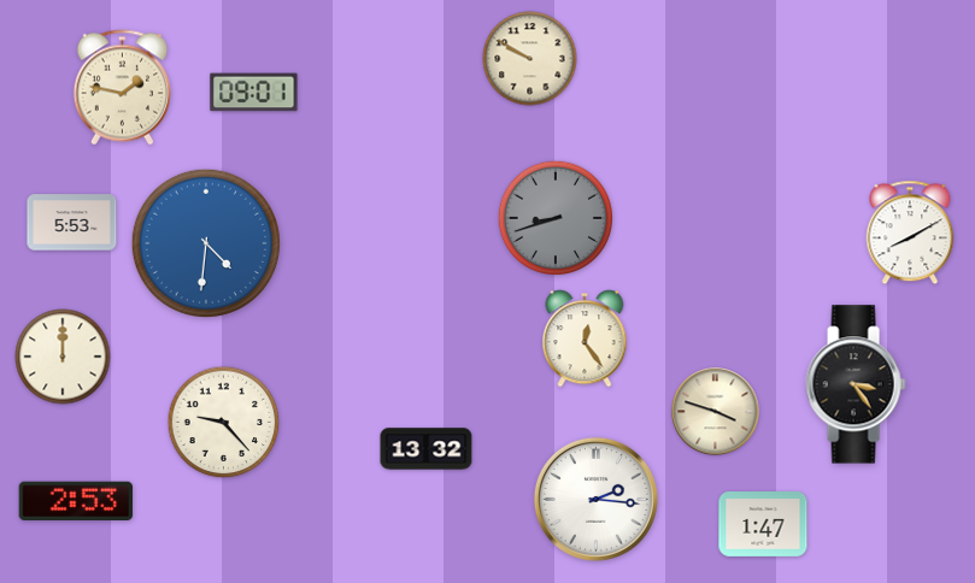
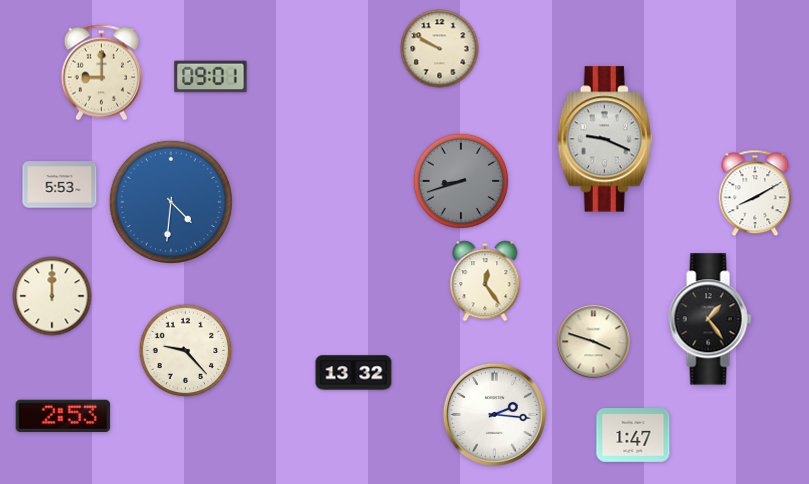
clock at (122, 88): 1:47 -> 9:00
clock at (605, 139): none -> 9:19
clock at (856, 384): 3:24 -> 1:24
